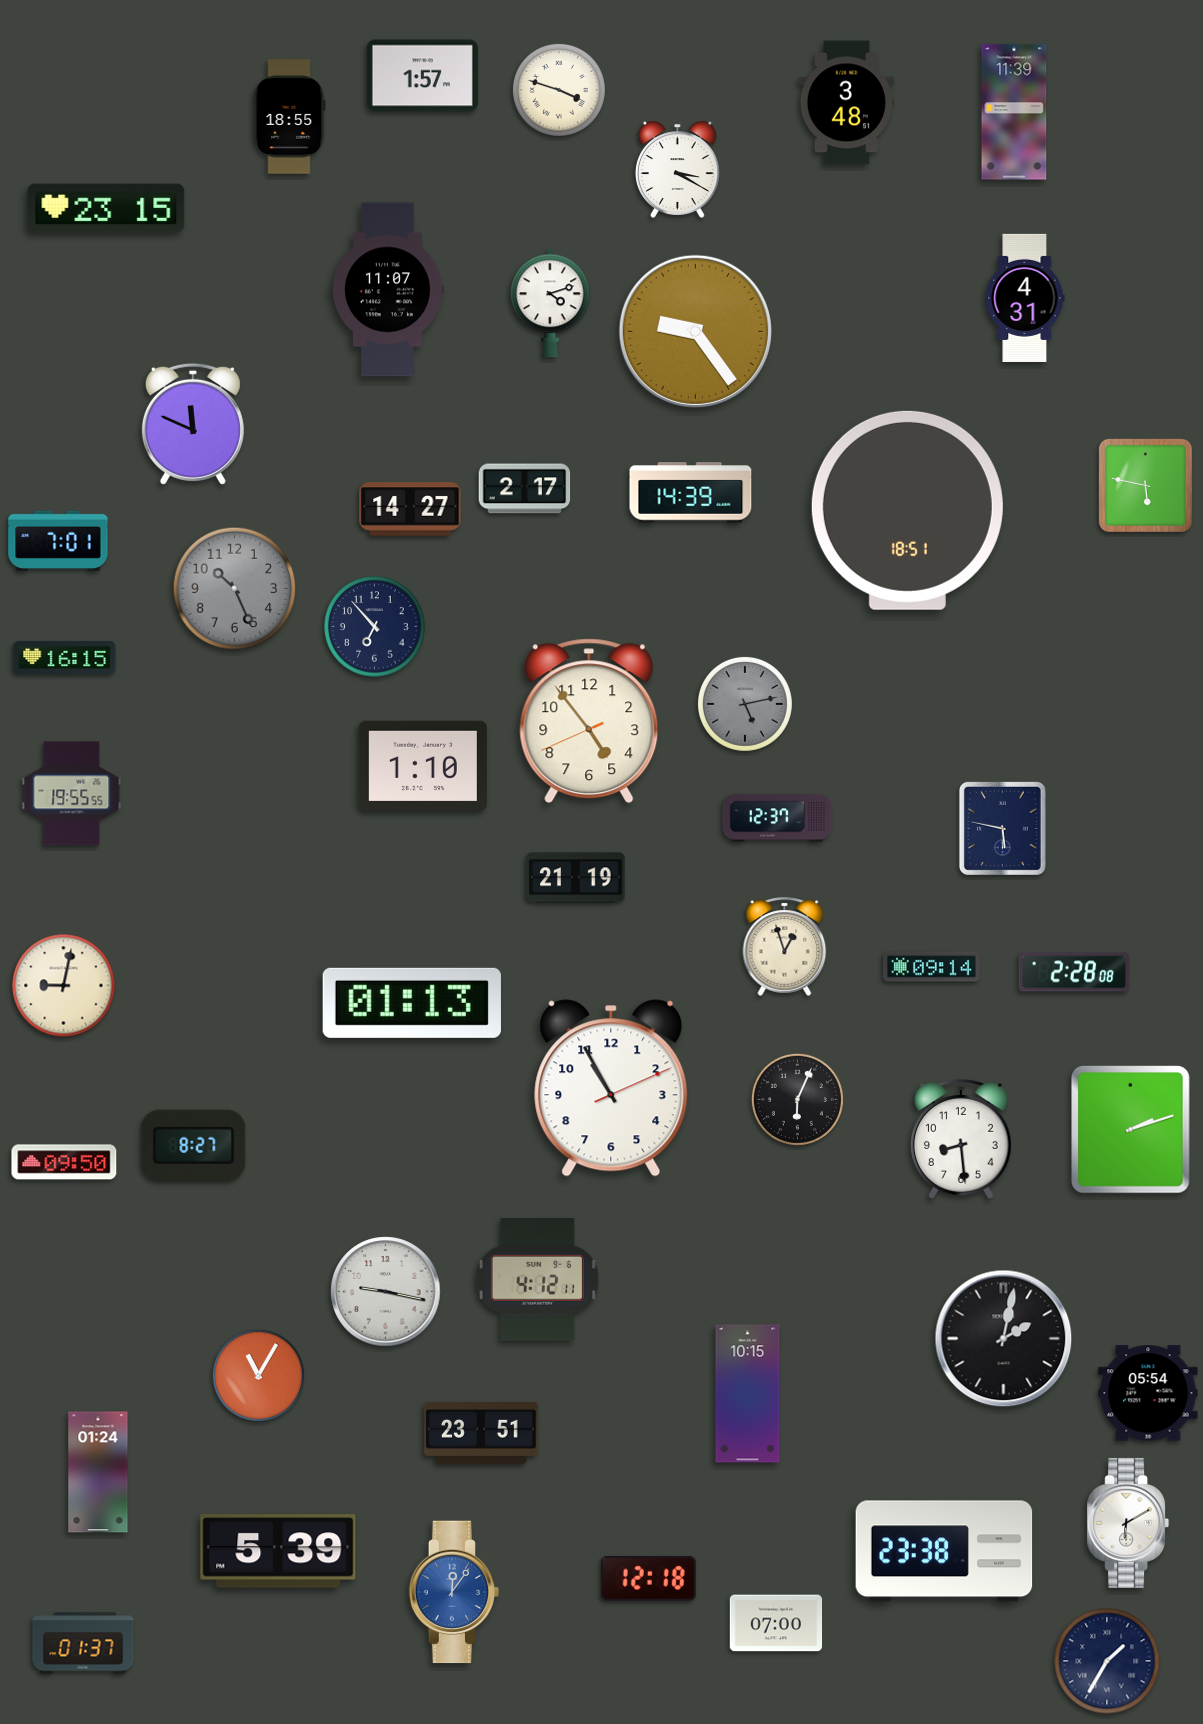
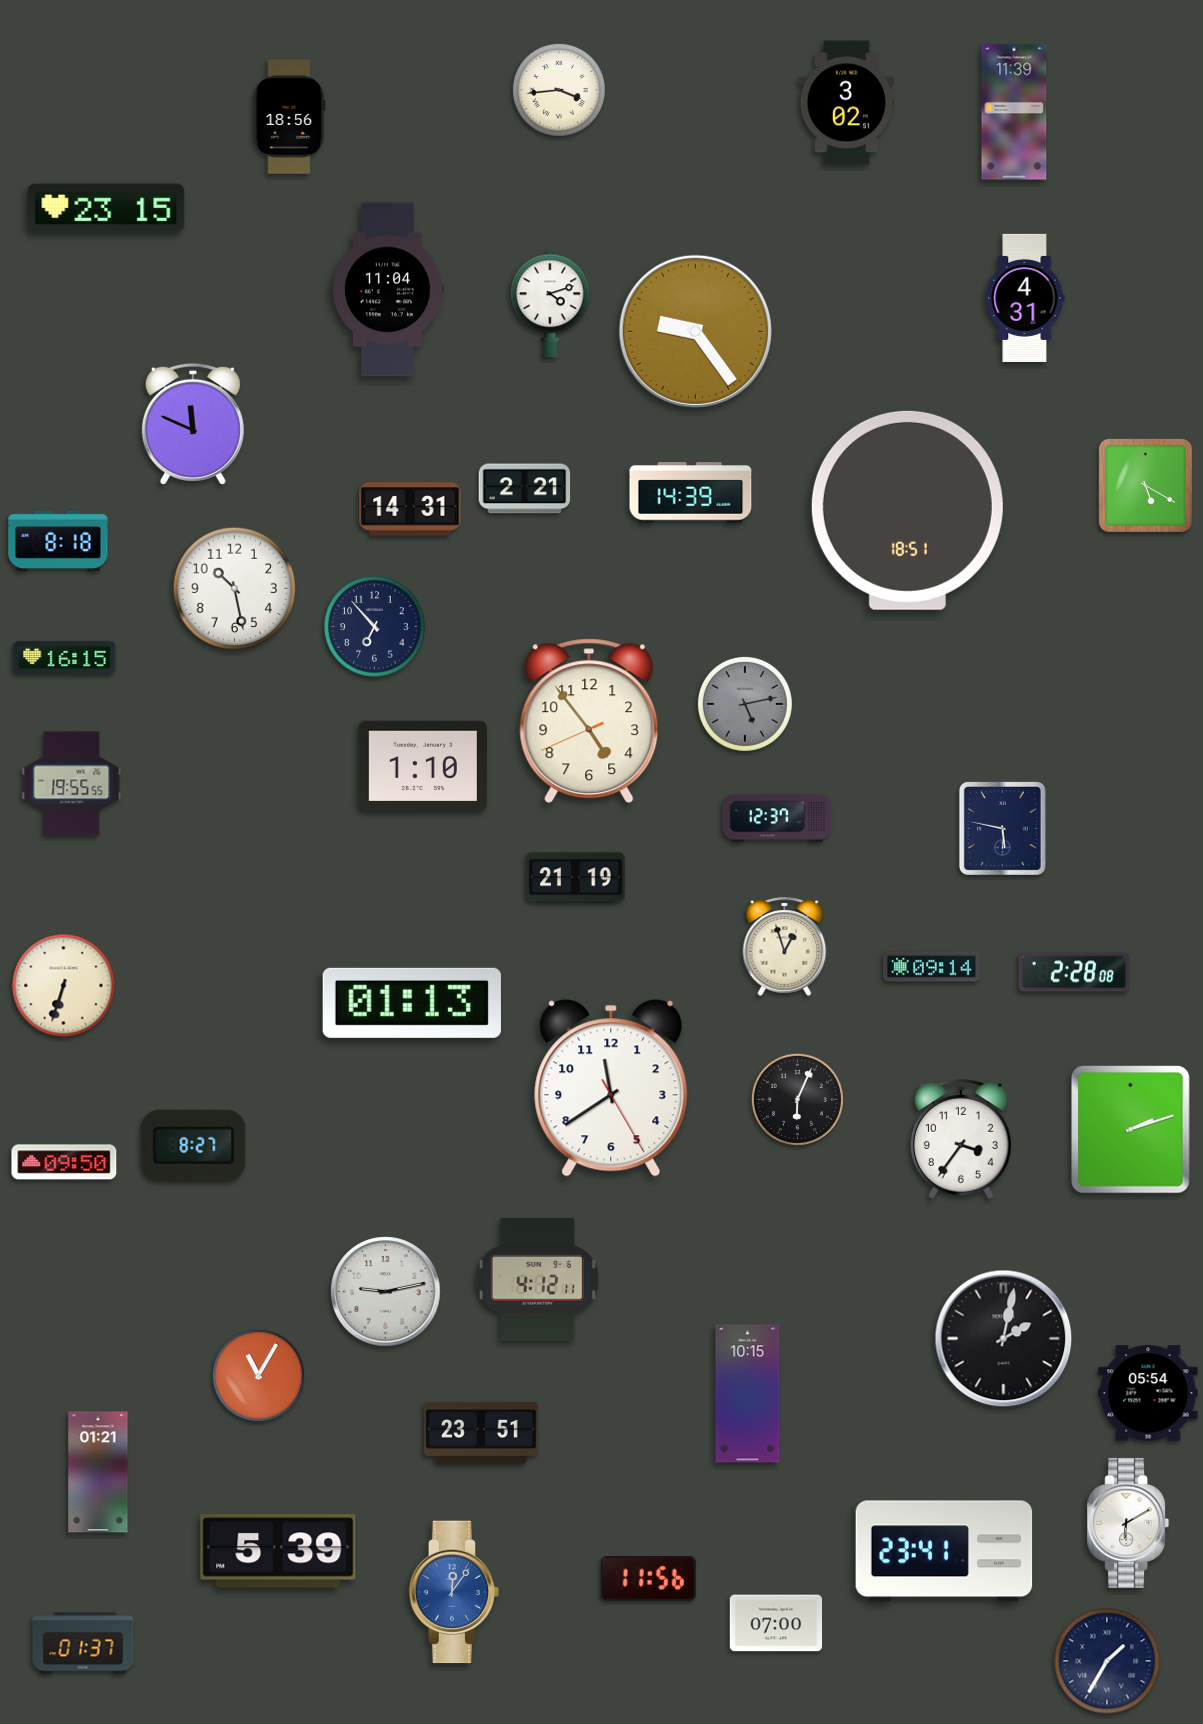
clock at (422, 76): 1:57 -> none
clock at (559, 90): 3:48 -> 3:44
clock at (846, 103): 3:48 -> 3:02
clock at (290, 117): 18:55 -> 18:56
clock at (678, 169): 3:20 -> none
clock at (387, 290): 11:07 -> 11:04
clock at (1145, 485): 5:47 -> 5:20
clock at (525, 489): 2:17 -> 2:21
clock at (410, 509): 14:27 -> 14:31
clock at (58, 541): 7:01 -> 8:18
clock at (235, 589): 10:26 -> 10:28
clock at (235, 589) dial: grey -> white
clock at (72, 794) position: (72, 794) -> (72, 784)
clock at (64, 986): 9:02 -> 6:33
clock at (611, 1088): 10:55 -> 11:39
clock at (961, 1140): 8:29 -> 3:36
clock at (386, 1292): 9:17 -> 9:13
clock at (98, 1472): 01:24 -> 01:21
clock at (944, 1551): 23:38 -> 23:41
clock at (648, 1578): 12:18 -> 11:56
